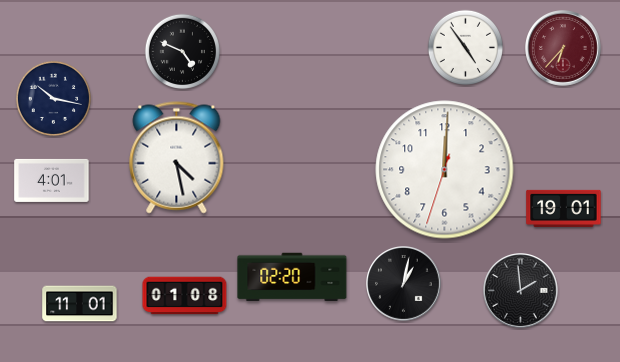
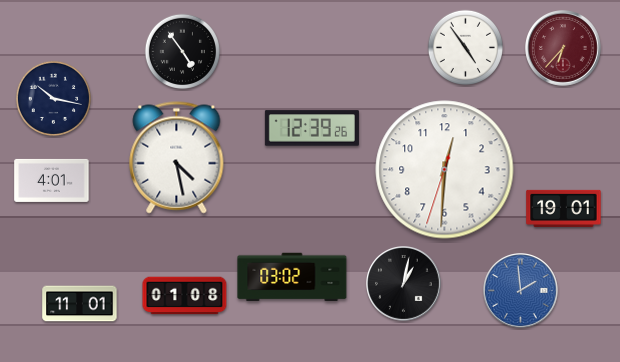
clock at (182, 51): 4:49 -> 4:54
clock at (312, 128): none -> 12:39
clock at (445, 170): 12:00 -> 12:30
clock at (292, 277): 02:20 -> 03:02
clock at (521, 291) dial: black -> blue
